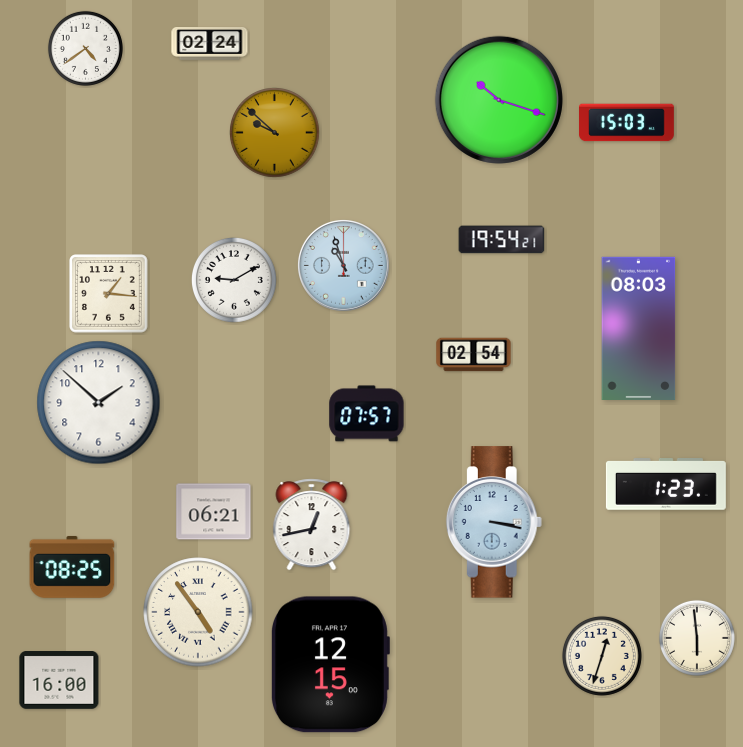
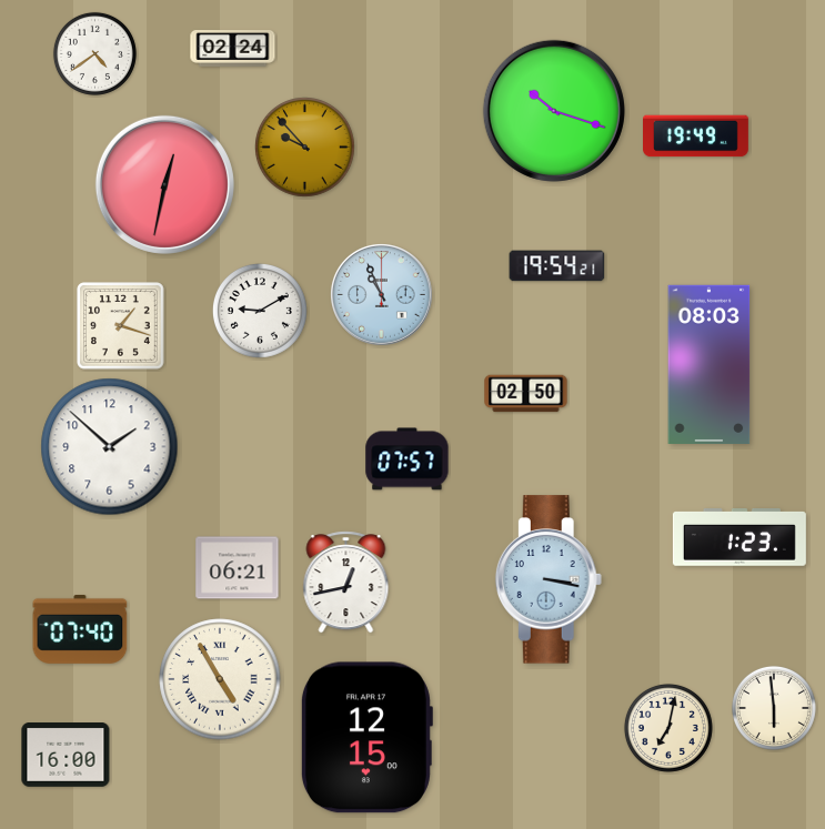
clock at (627, 123): 15:03 -> 19:49
clock at (275, 133): 9:52 -> 9:53
clock at (164, 184): none -> 12:32
clock at (343, 265): 10:57 -> 10:56
clock at (109, 294): 1:16 -> 1:18
clock at (474, 355): 02:54 -> 02:50
clock at (72, 567): 08:25 -> 07:40
clock at (198, 612): 4:54 -> 4:55
clock at (602, 656): 12:33 -> 7:02
